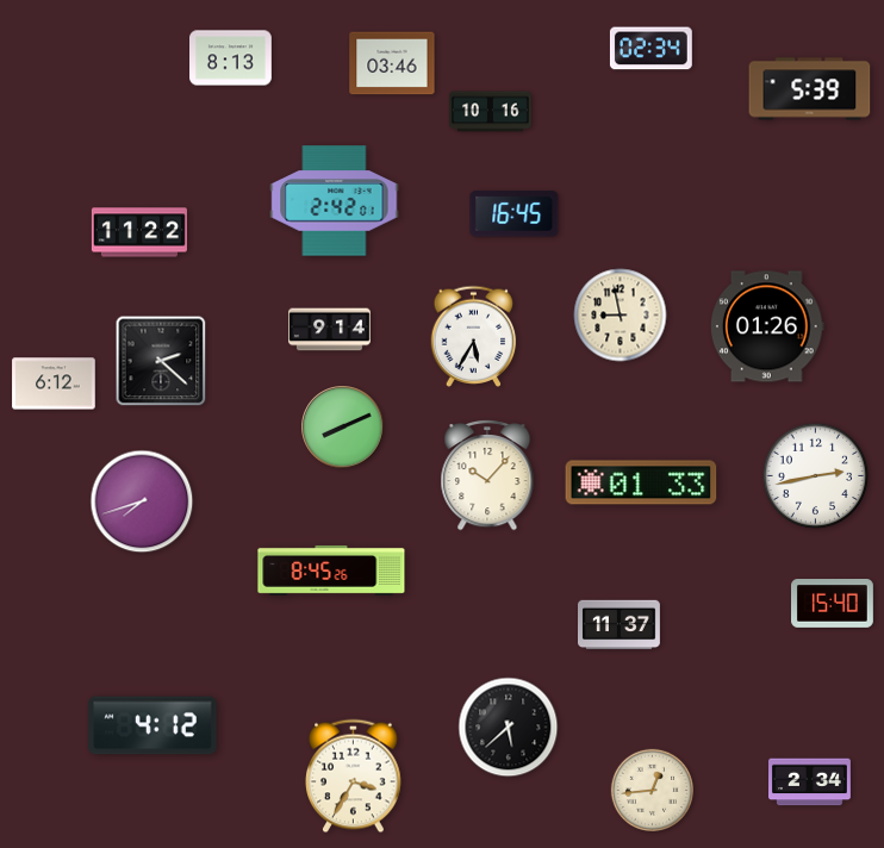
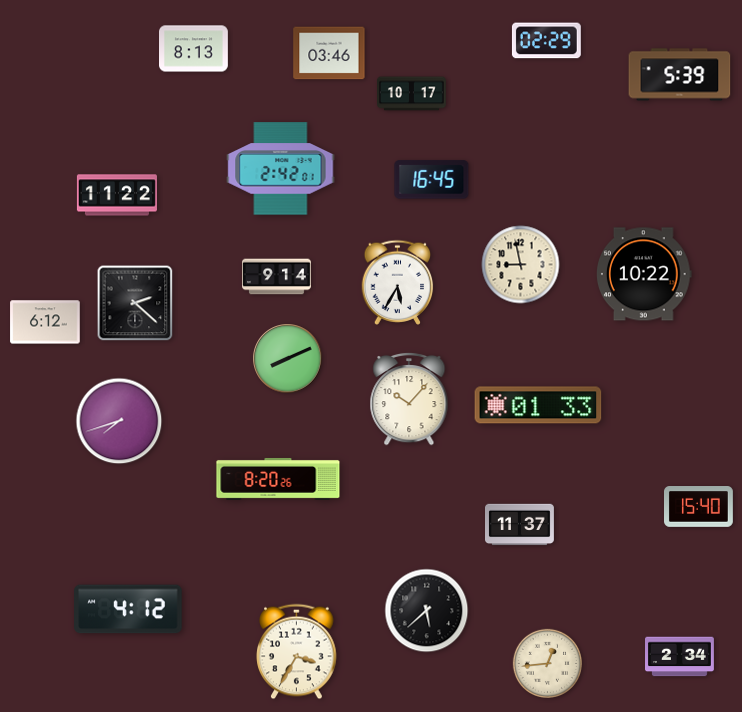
clock at (650, 49): 02:34 -> 02:29
clock at (491, 112): 10:16 -> 10:17
clock at (767, 326): 01:26 -> 10:22
clock at (816, 476): 2:43 -> none
clock at (331, 570): 8:45 -> 8:20
